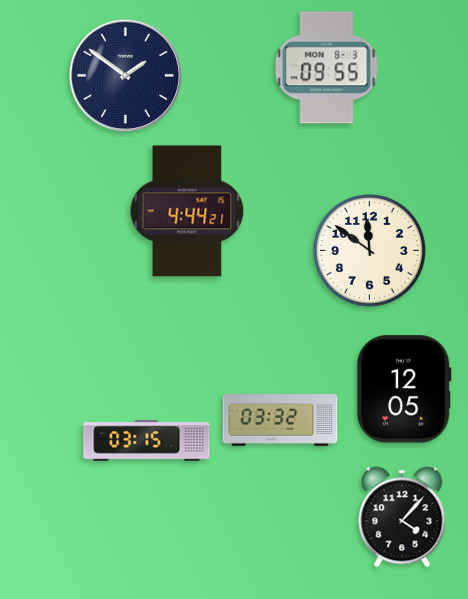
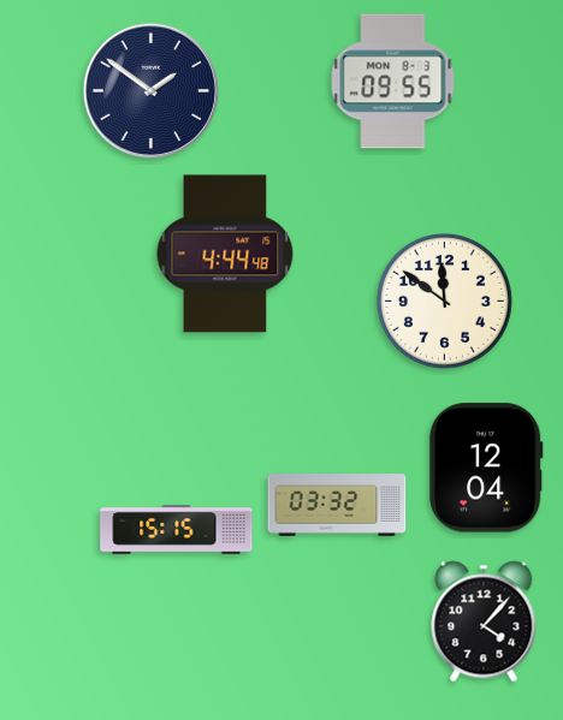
clock at (187, 211): 4:44:21 -> 4:44:48
clock at (404, 389): 12:05 -> 12:04
clock at (147, 441): 03:15 -> 15:15
